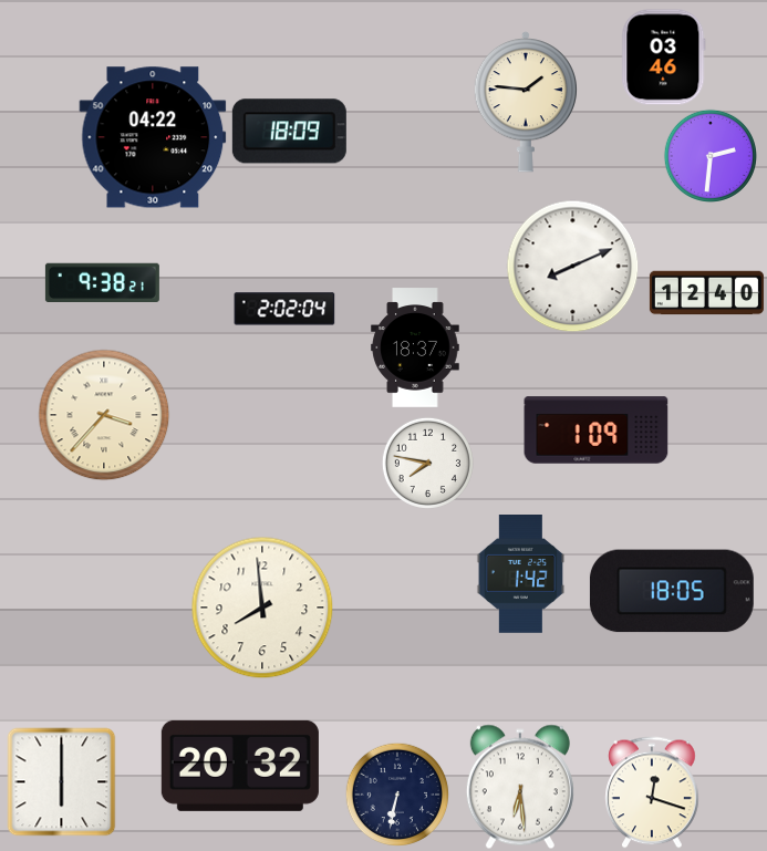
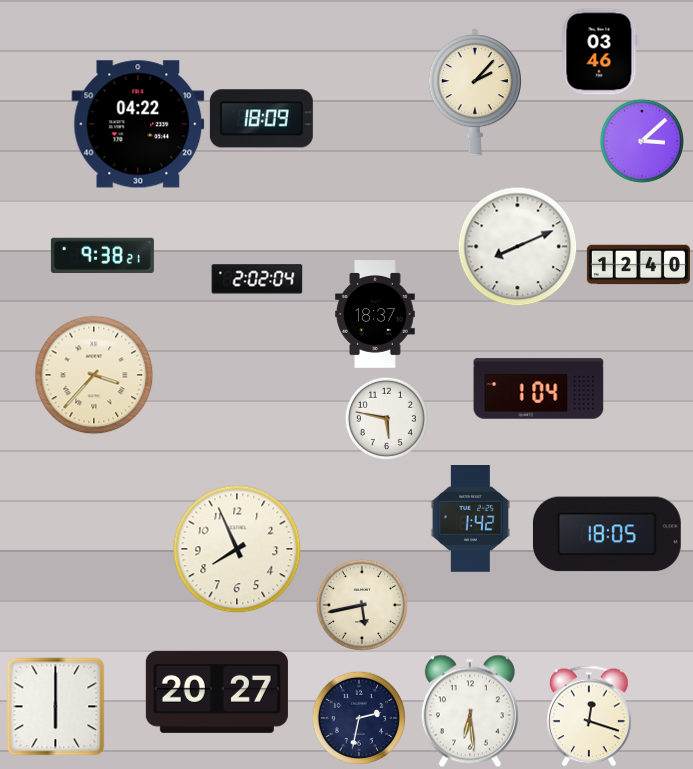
clock at (525, 102): 1:46 -> 2:07
clock at (711, 156): 2:31 -> 3:08
clock at (573, 267) position: (573, 267) -> (518, 247)
clock at (102, 282) position: (102, 282) -> (102, 255)
clock at (597, 430): 1:09 -> 1:04
clock at (427, 463): 7:47 -> 5:47
clock at (262, 608): 7:59 -> 7:56
clock at (362, 605): none -> 5:43
clock at (240, 766): 20:32 -> 20:27
clock at (397, 795): 6:32 -> 2:32
